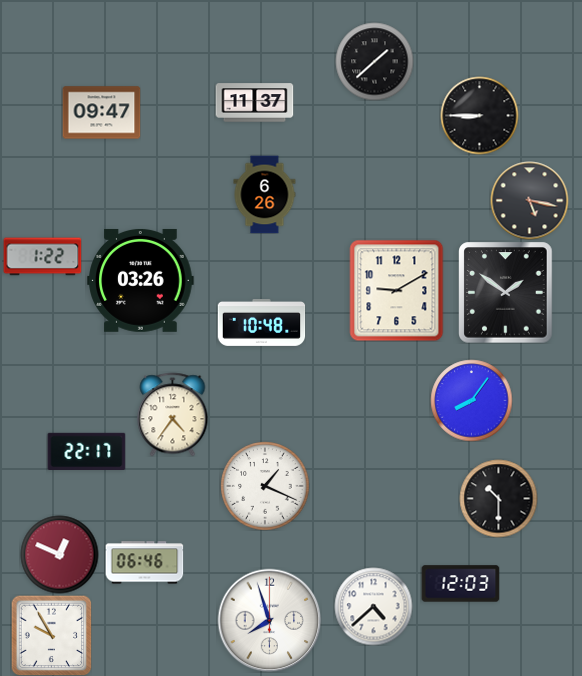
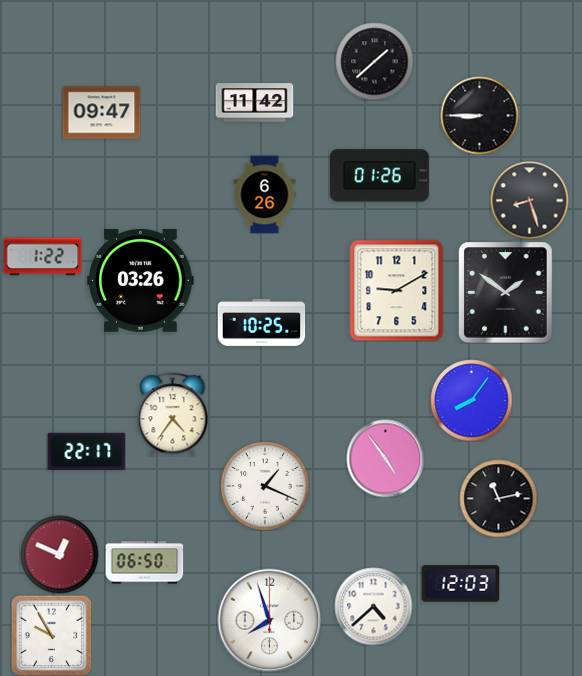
clock at (254, 103): 11:37 -> 11:42
clock at (379, 176): none -> 01:26
clock at (529, 200): 5:17 -> 8:27
clock at (261, 323): 10:48 -> 10:25
clock at (385, 458): none -> 4:54
clock at (498, 498): 10:30 -> 11:13
clock at (144, 563): 06:46 -> 06:50
